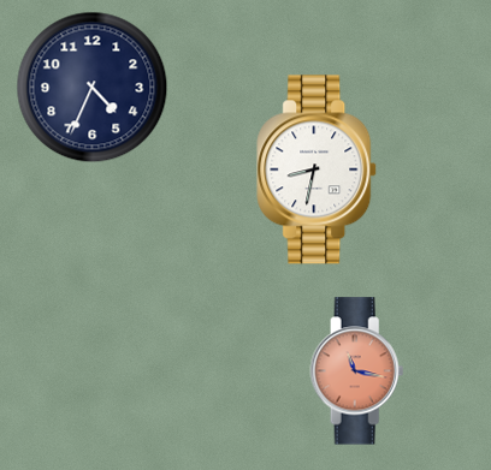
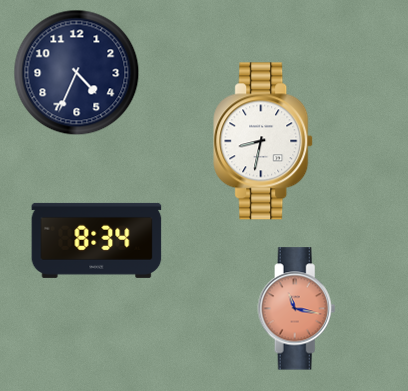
clock at (97, 240): none -> 8:34
